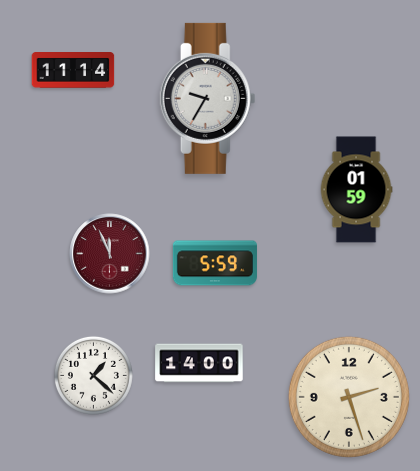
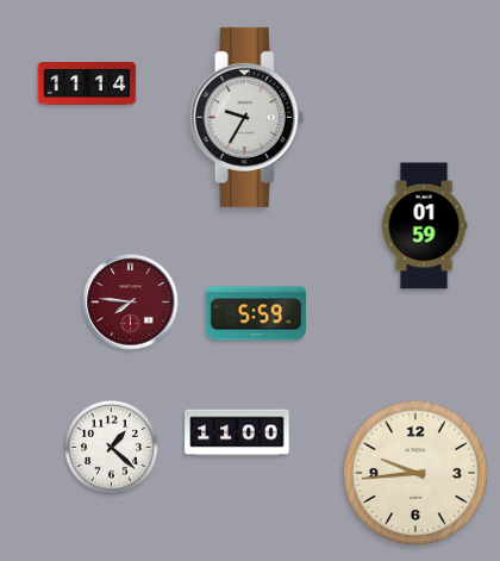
clock at (110, 254): 11:56 -> 7:46
clock at (199, 363): 14:00 -> 11:00
clock at (349, 397): 2:27 -> 9:44
